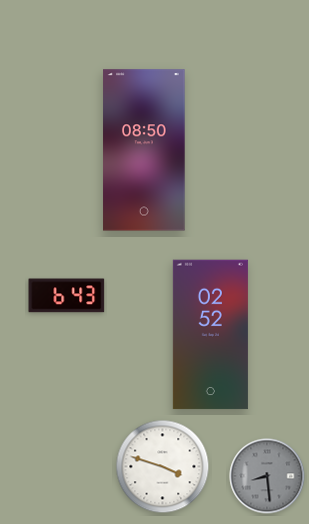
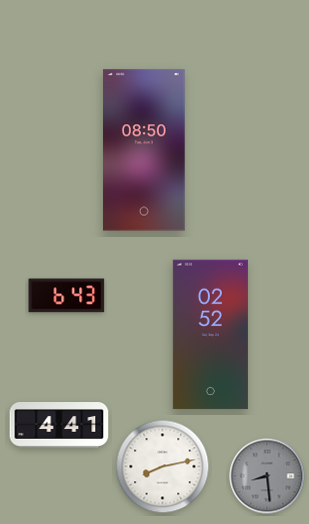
clock at (59, 425): none -> 4:41
clock at (163, 467): 3:48 -> 8:13
